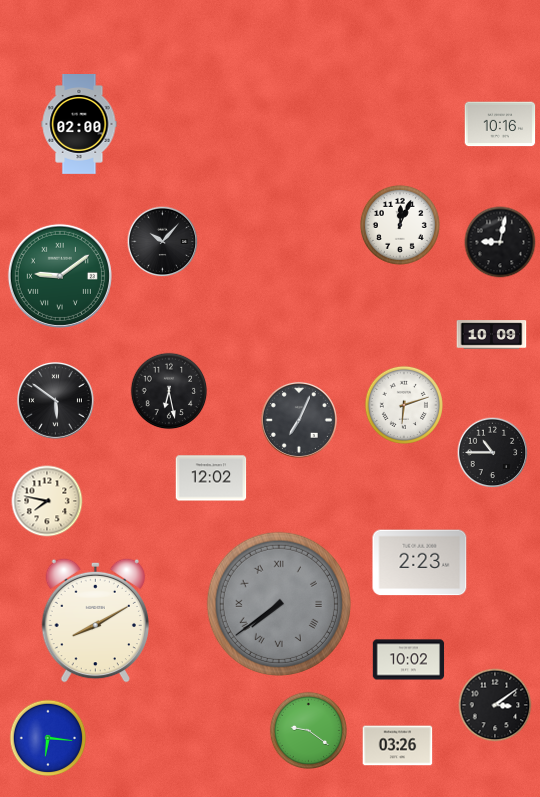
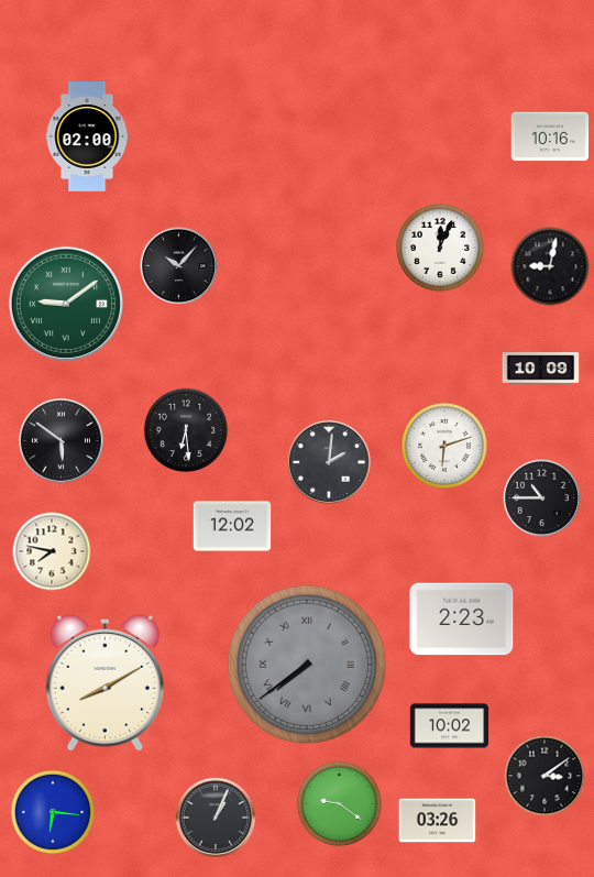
clock at (169, 391): 6:28 -> 6:29
clock at (299, 420): 7:04 -> 2:01
clock at (215, 816): none -> 1:04
